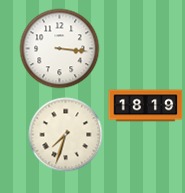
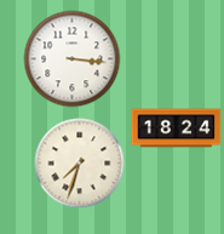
clock at (146, 106): 18:19 -> 18:24
